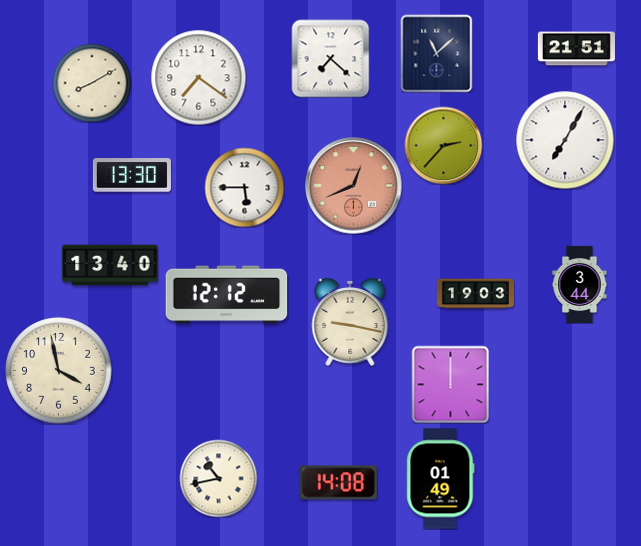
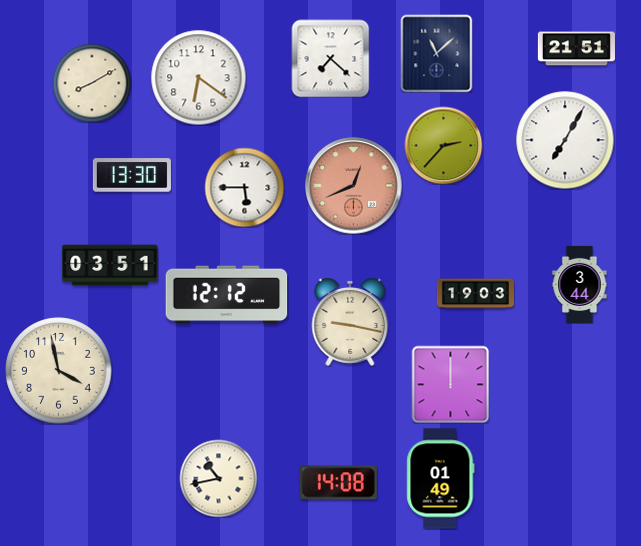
clock at (198, 77): 7:21 -> 6:21
clock at (110, 265): 13:40 -> 03:51
